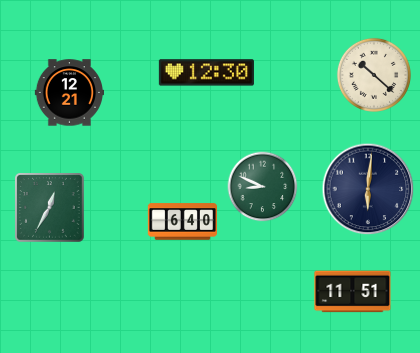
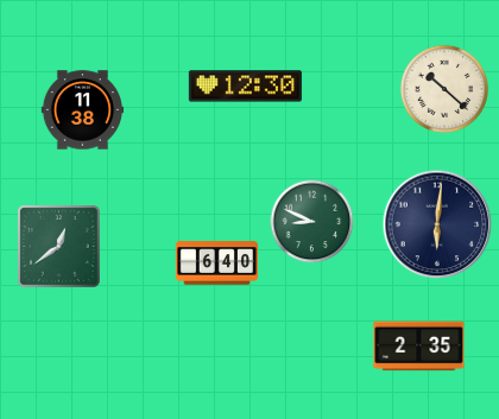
clock at (69, 93): 12:21 -> 11:38
clock at (50, 208): 12:35 -> 12:39
clock at (353, 292): 11:51 -> 2:35
